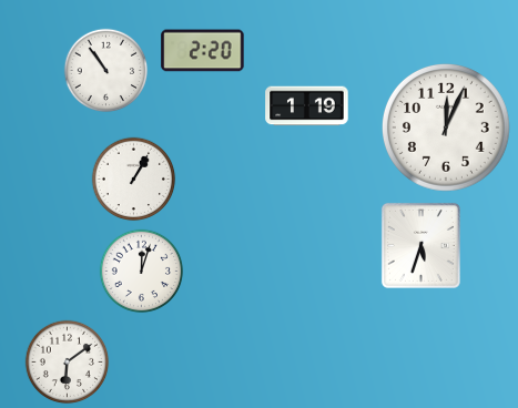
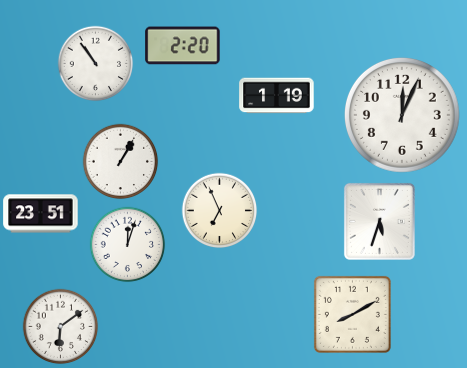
clock at (220, 211): none -> 6:56
clock at (41, 214): none -> 23:51
clock at (352, 314): none -> 8:10
